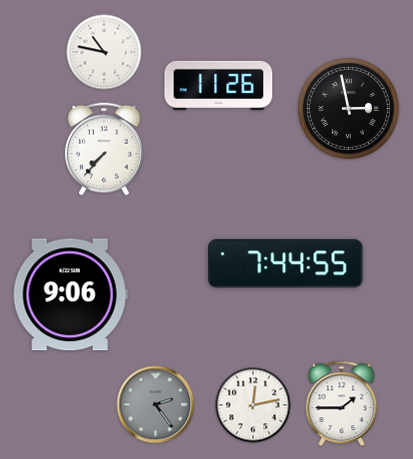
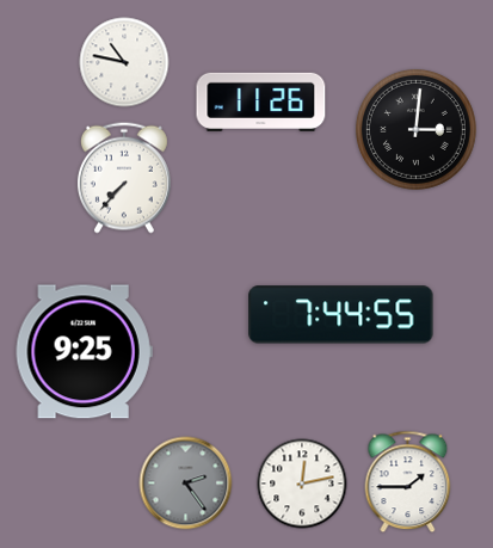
clock at (348, 108): 2:58 -> 3:01
clock at (70, 295): 9:06 -> 9:25
